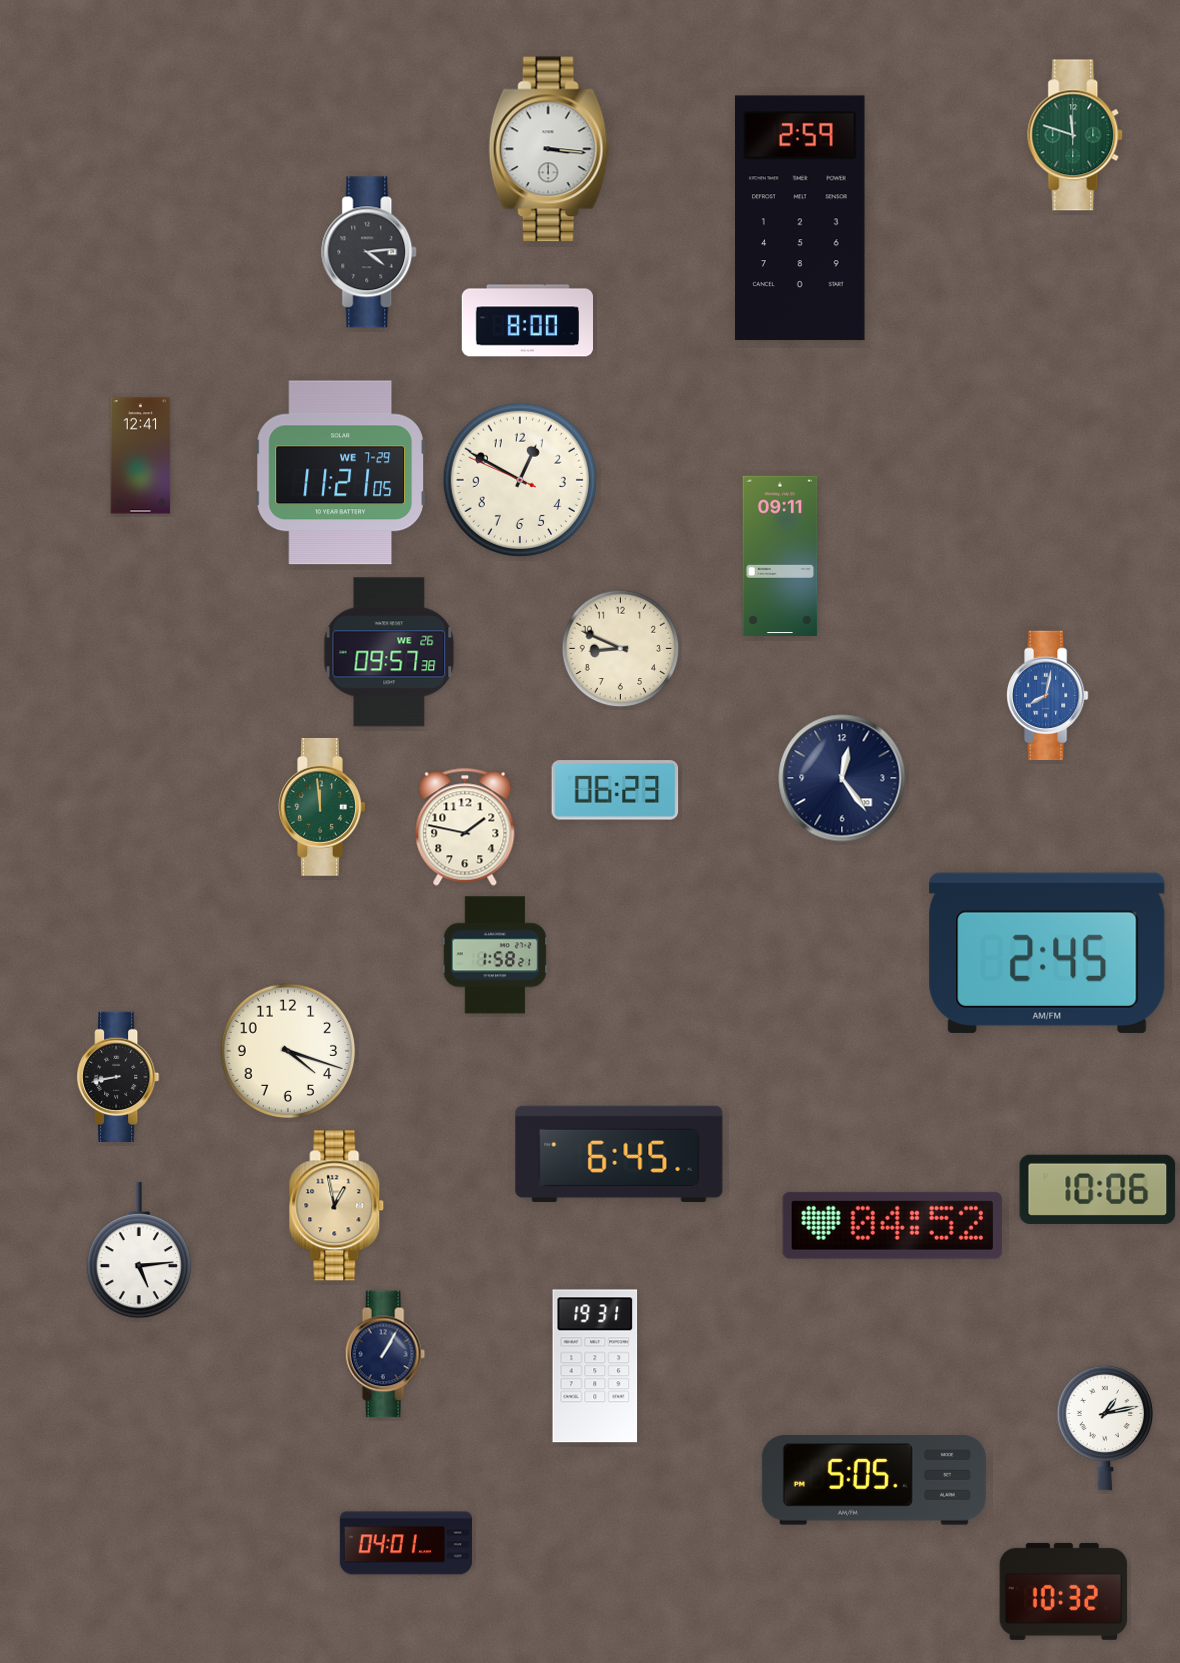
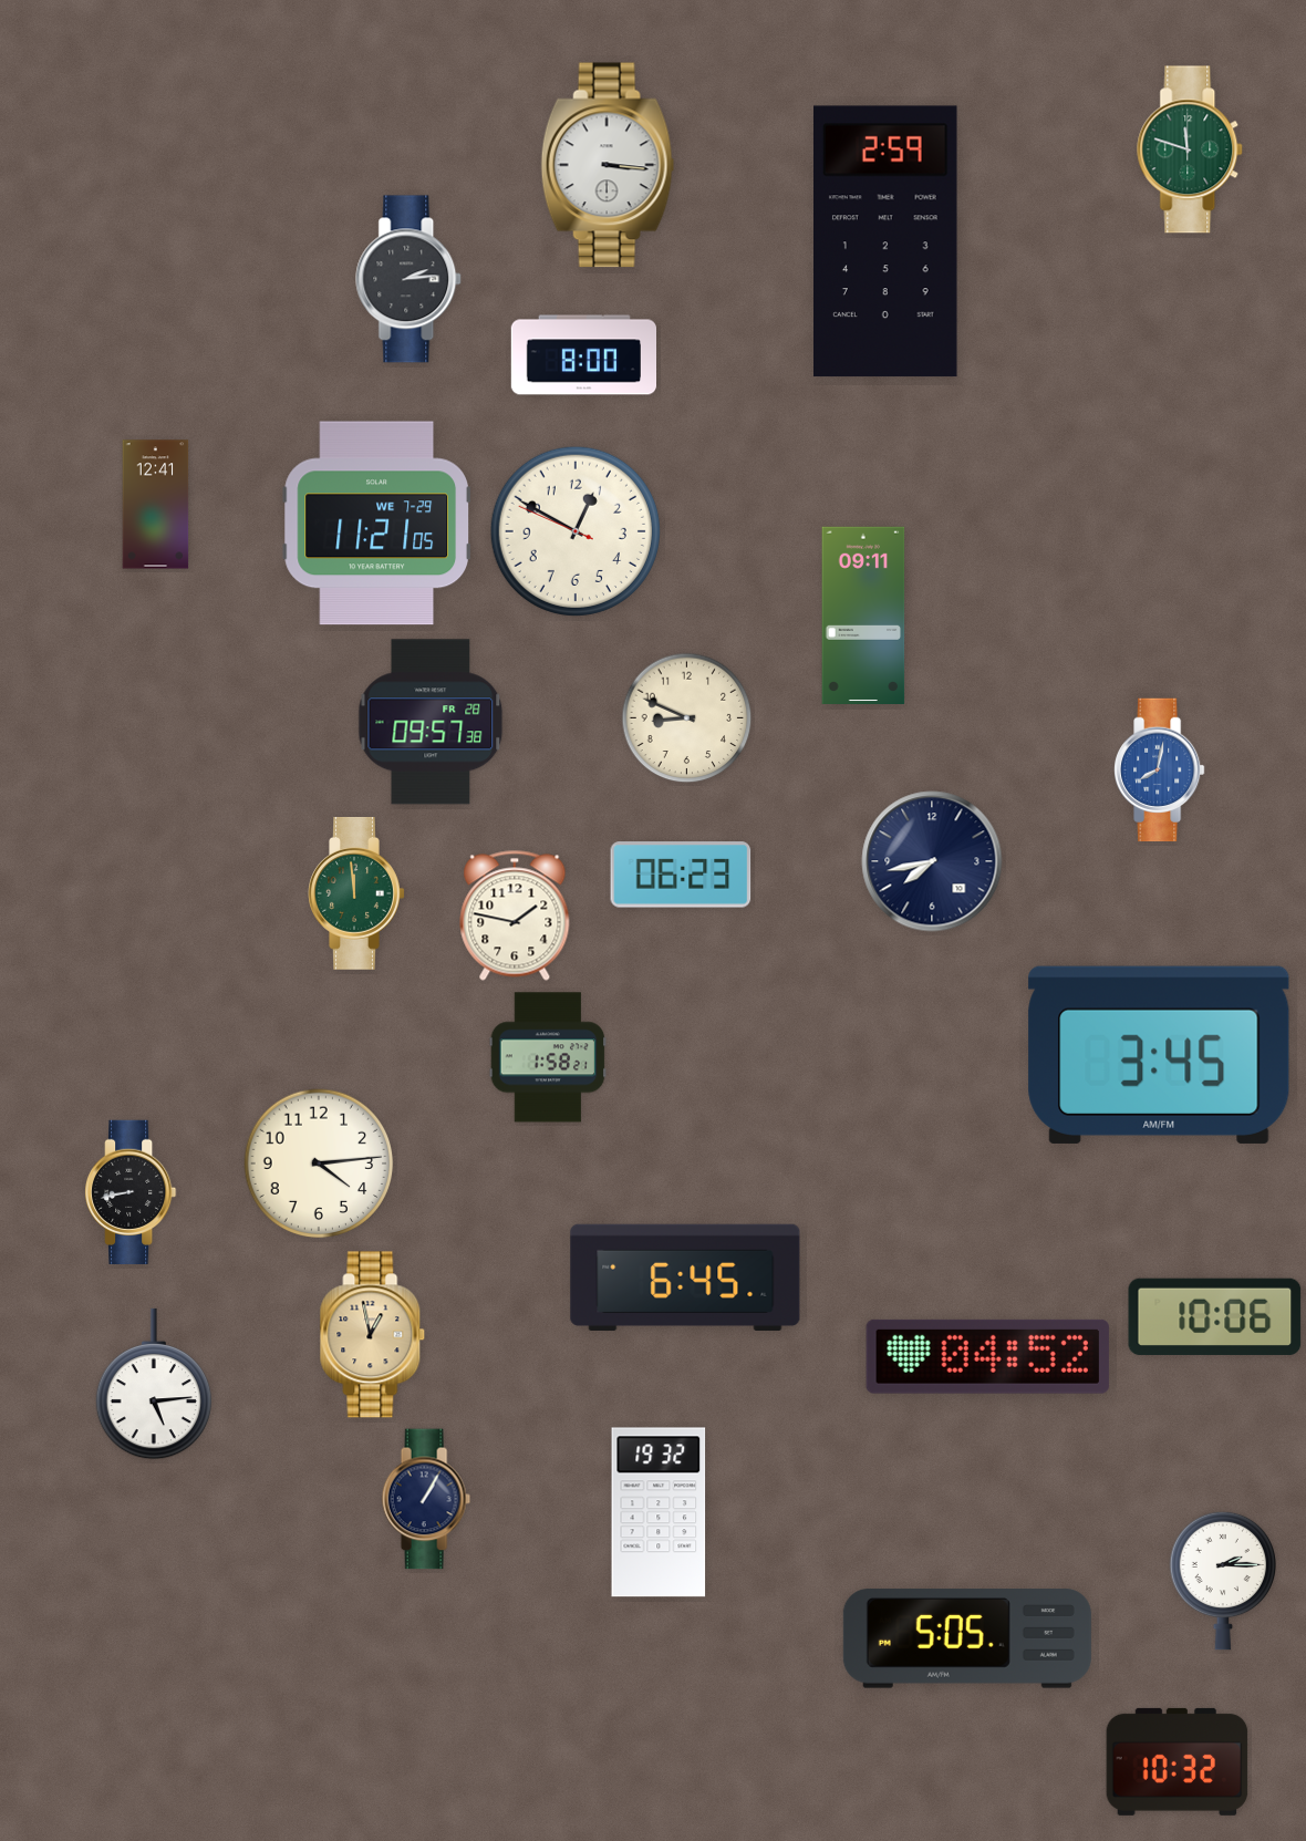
clock at (370, 252): 4:14 -> 2:14
clock at (389, 652) date: WE 26 -> FR 28
clock at (842, 778): 12:24 -> 7:43
clock at (1047, 953): 2:45 -> 3:45
clock at (288, 1051): 4:18 -> 4:14
clock at (595, 1366): 19:31 -> 19:32
clock at (1105, 1428): 1:13 -> 2:15
clock at (406, 1543): 04:01 -> none
